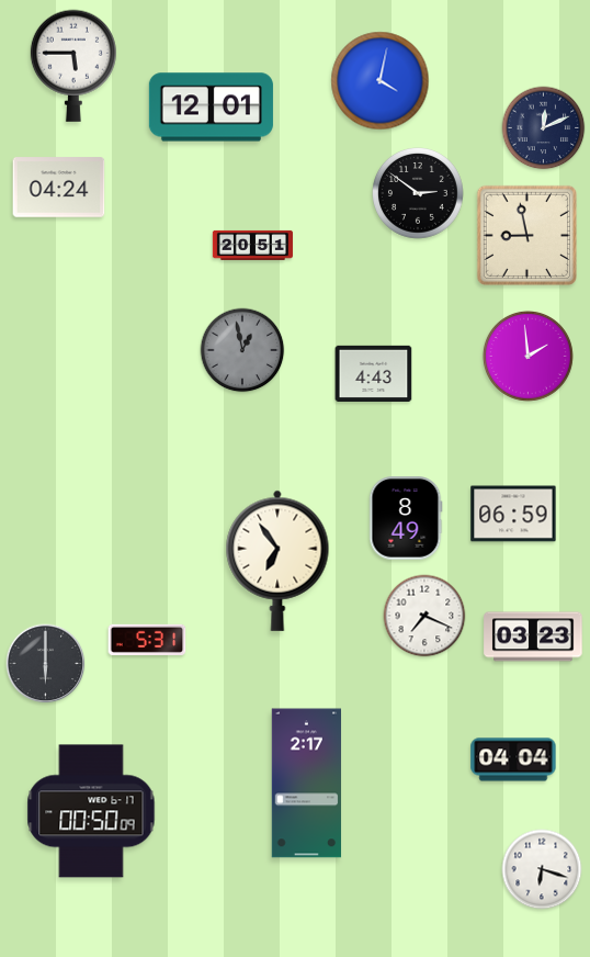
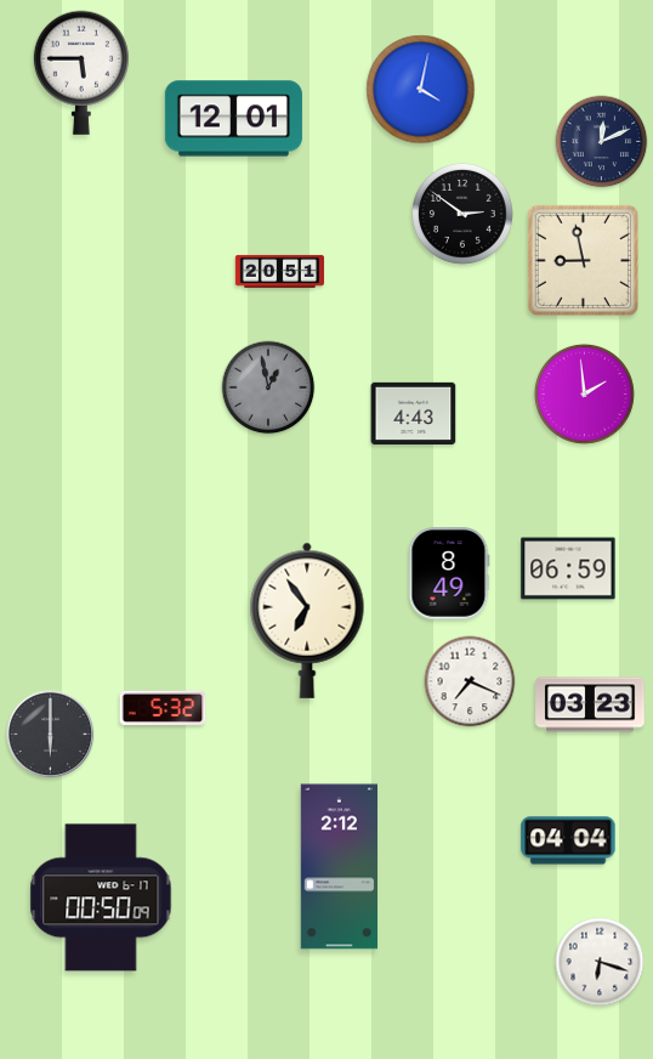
clock at (59, 188): 04:24 -> none
clock at (147, 640): 5:31 -> 5:32
clock at (306, 784): 2:17 -> 2:12
